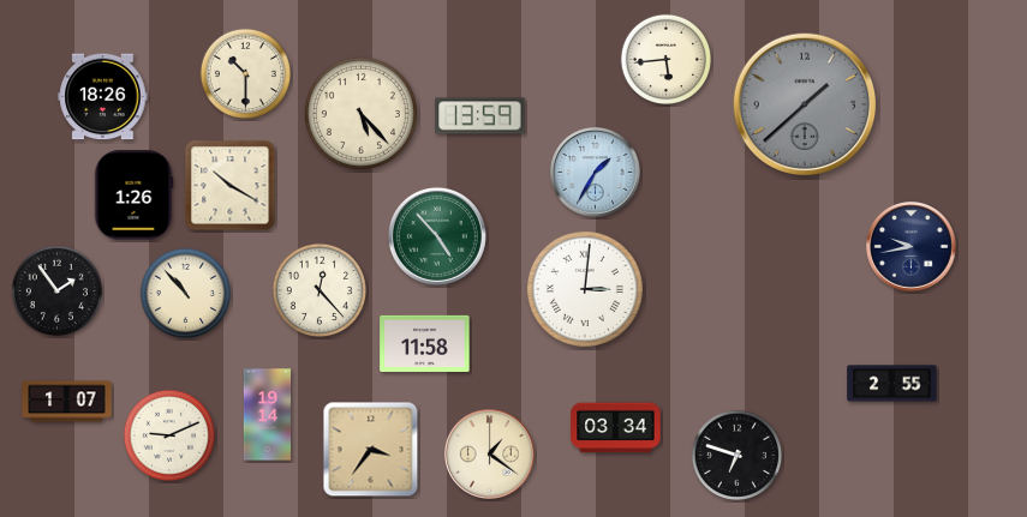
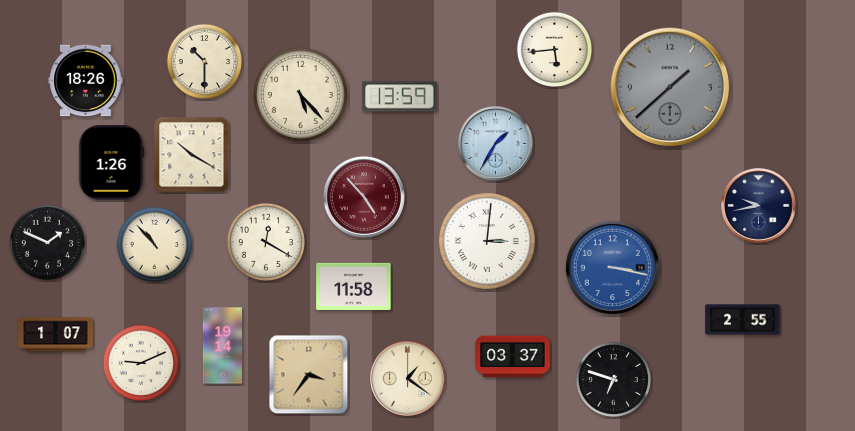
clock at (437, 236) dial: green -> burgundy
clock at (56, 290): 1:54 -> 1:49
clock at (320, 290): 12:23 -> 12:20
clock at (612, 267): none -> 3:17
clock at (616, 428): 03:34 -> 03:37
